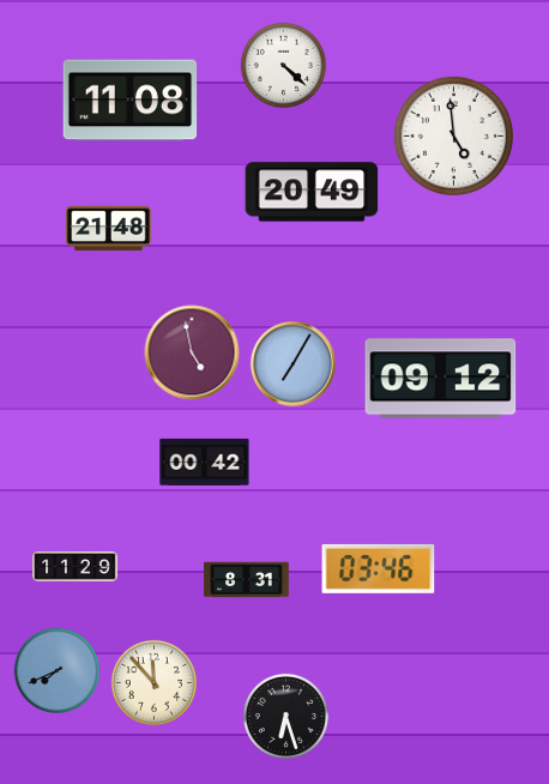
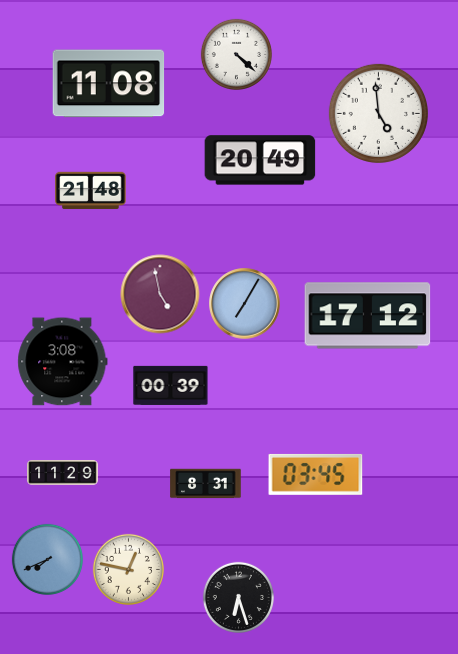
clock at (441, 379): 09:12 -> 17:12
clock at (63, 362): none -> 3:08
clock at (205, 462): 00:42 -> 00:39
clock at (379, 568): 03:46 -> 03:45
clock at (153, 682): 11:53 -> 12:47
